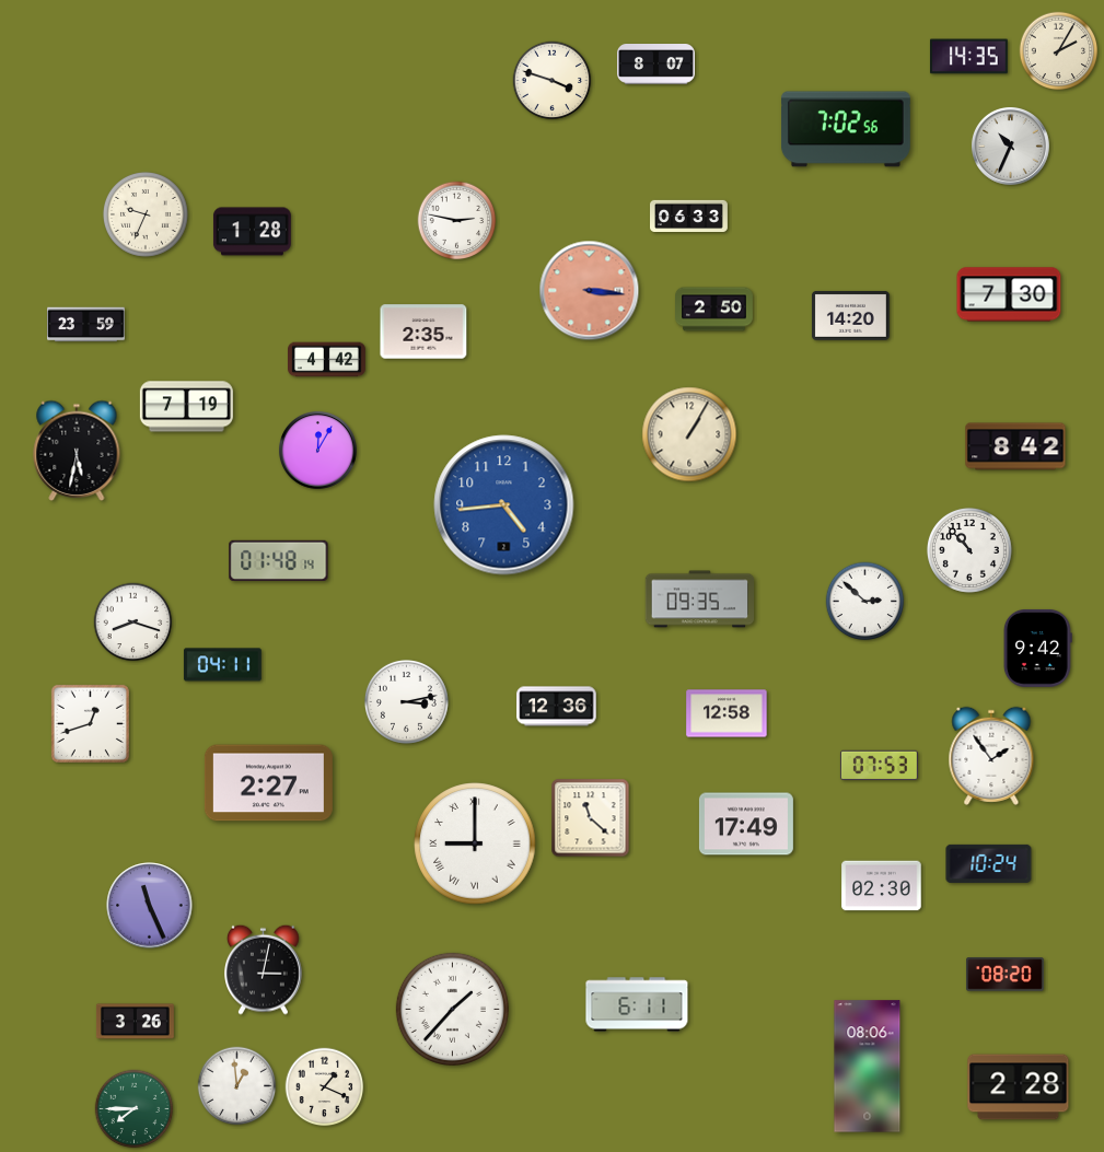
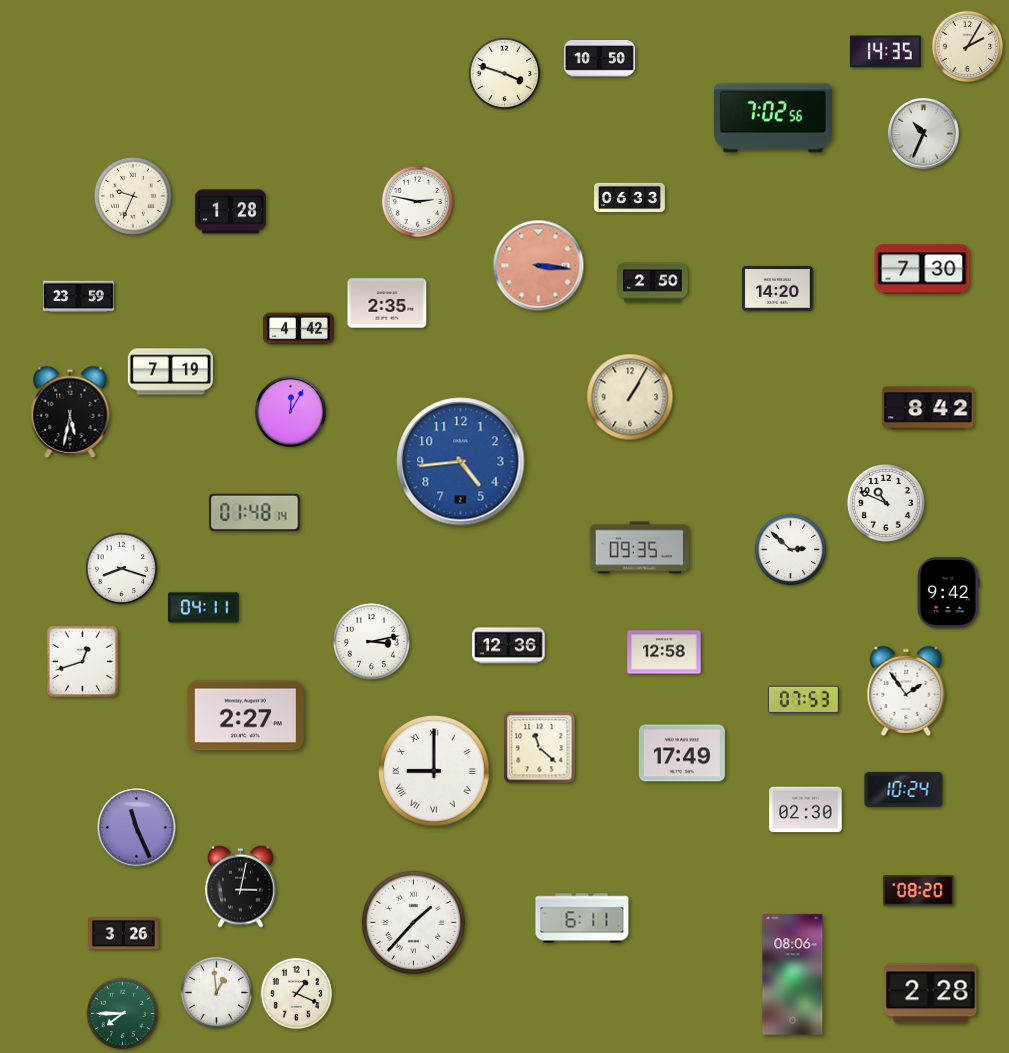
clock at (656, 65): 8:07 -> 10:50
clock at (969, 550): 10:53 -> 10:49
